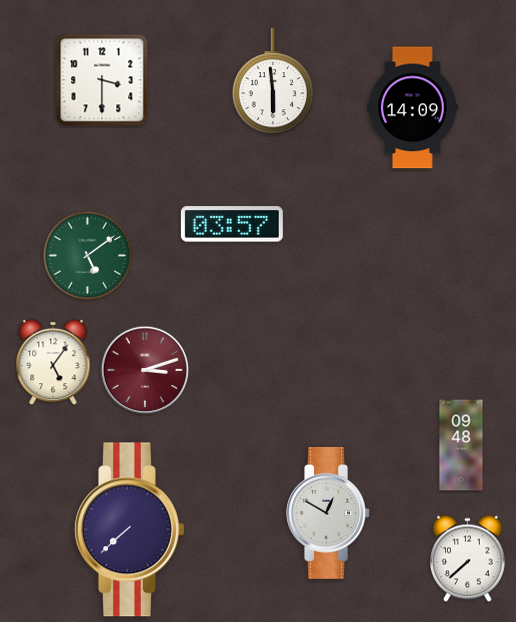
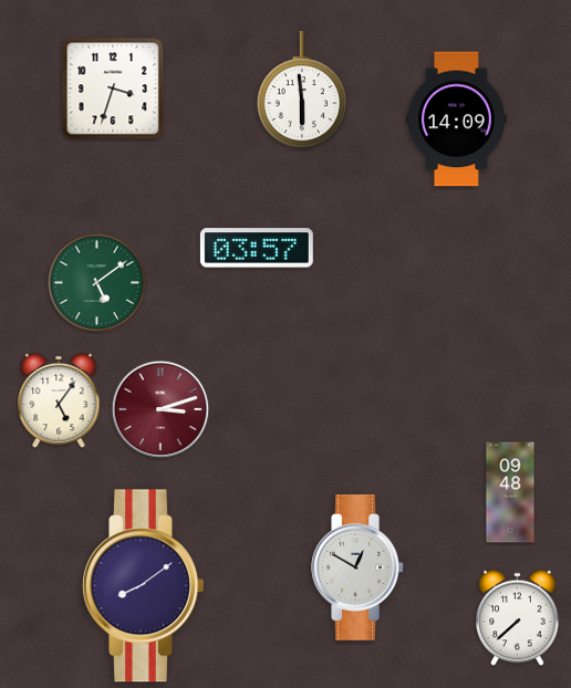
clock at (102, 80): 3:30 -> 3:33
clock at (328, 513) position: (328, 513) -> (357, 567)
clock at (129, 530): 7:38 -> 8:09
